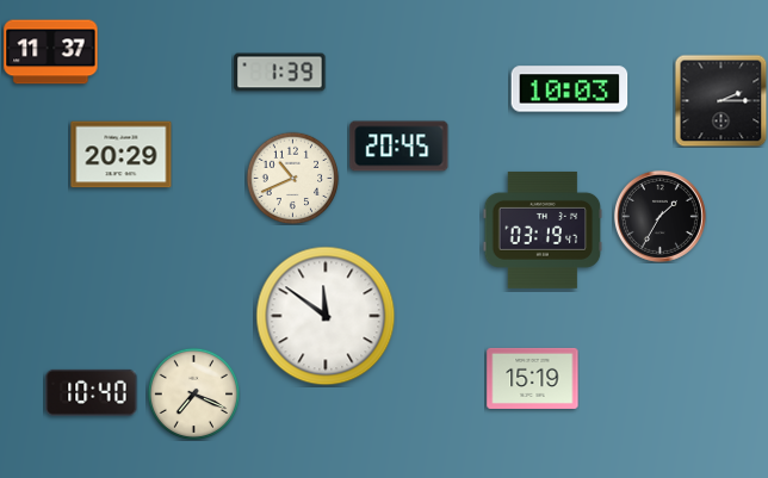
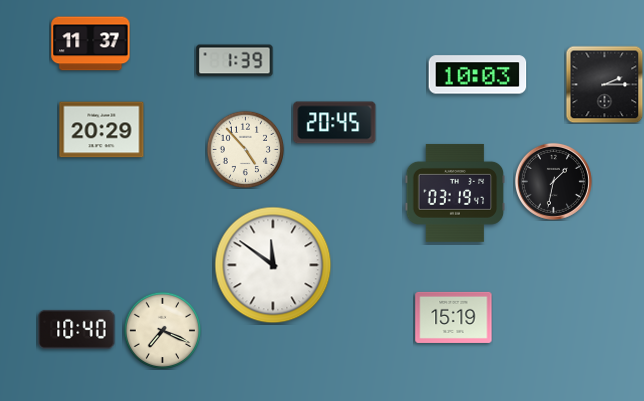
clock at (51, 52) position: (51, 52) -> (91, 44)
clock at (292, 178): 10:41 -> 4:53
clock at (659, 216): 1:35 -> 1:32
clock at (533, 378) position: (533, 378) -> (454, 317)
